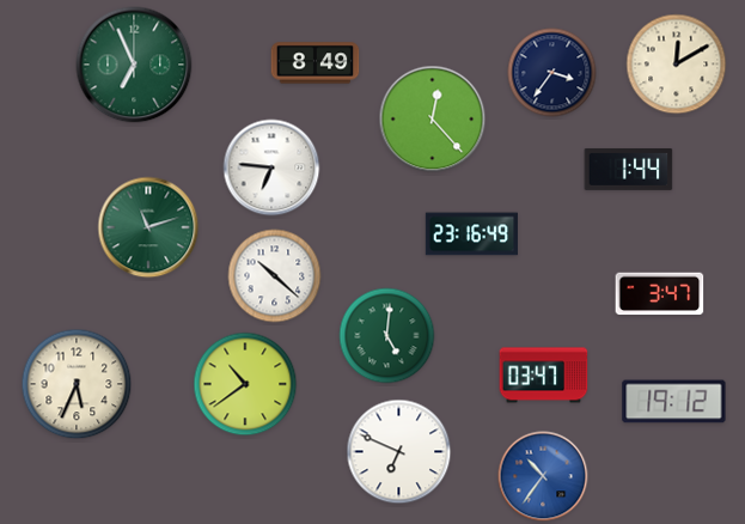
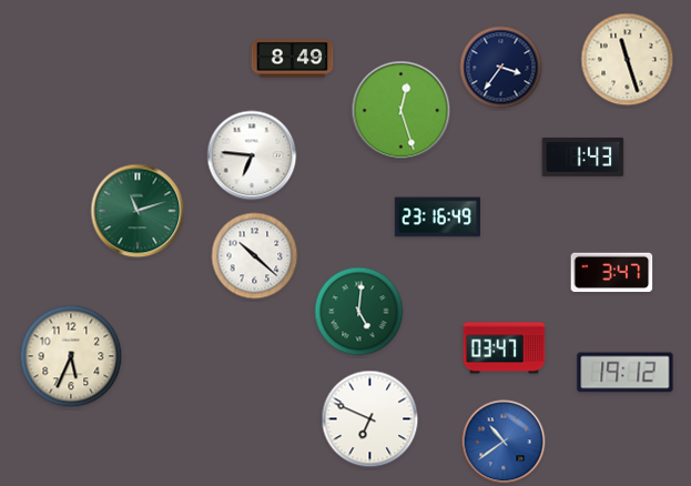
clock at (134, 65): 6:56 -> none
clock at (677, 65): 12:10 -> 11:27
clock at (552, 73) position: (552, 73) -> (501, 68)
clock at (433, 120): 12:23 -> 12:27
clock at (629, 169): 1:44 -> 1:43
clock at (245, 384): 10:39 -> none
clock at (543, 476): 10:36 -> 10:39
